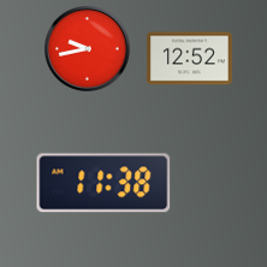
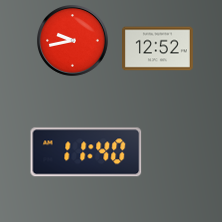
clock at (103, 183): 11:38 -> 11:40
